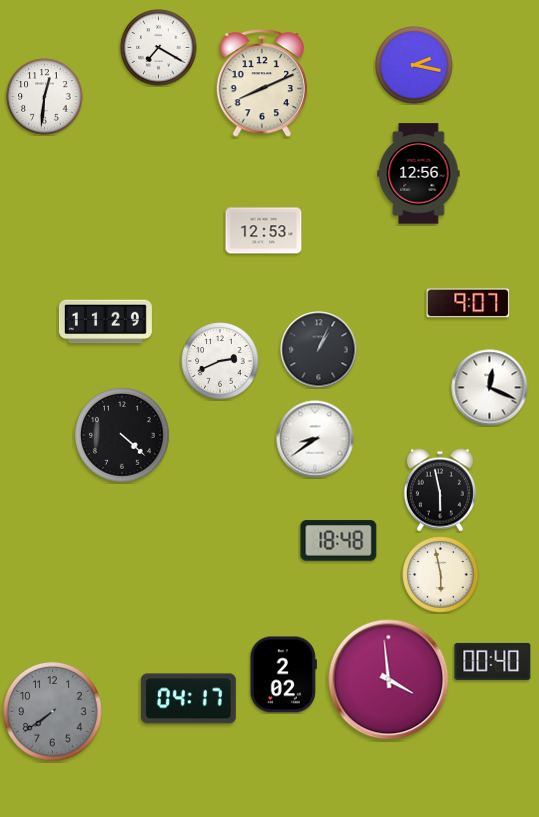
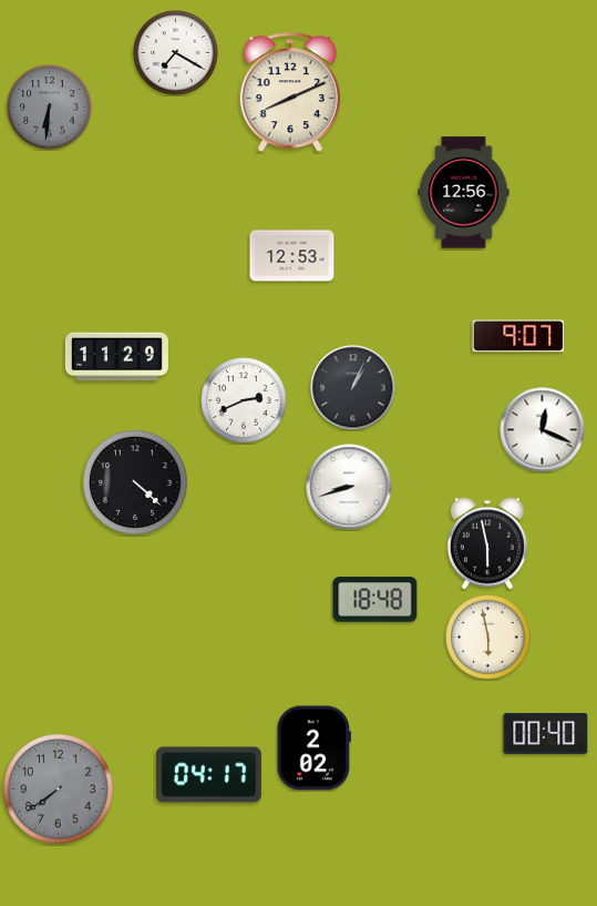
clock at (414, 65): 2:17 -> none
clock at (45, 97): 12:31 -> 6:31
clock at (45, 97) dial: white -> grey
clock at (315, 439): 8:39 -> 8:42
clock at (389, 680): 3:59 -> none
